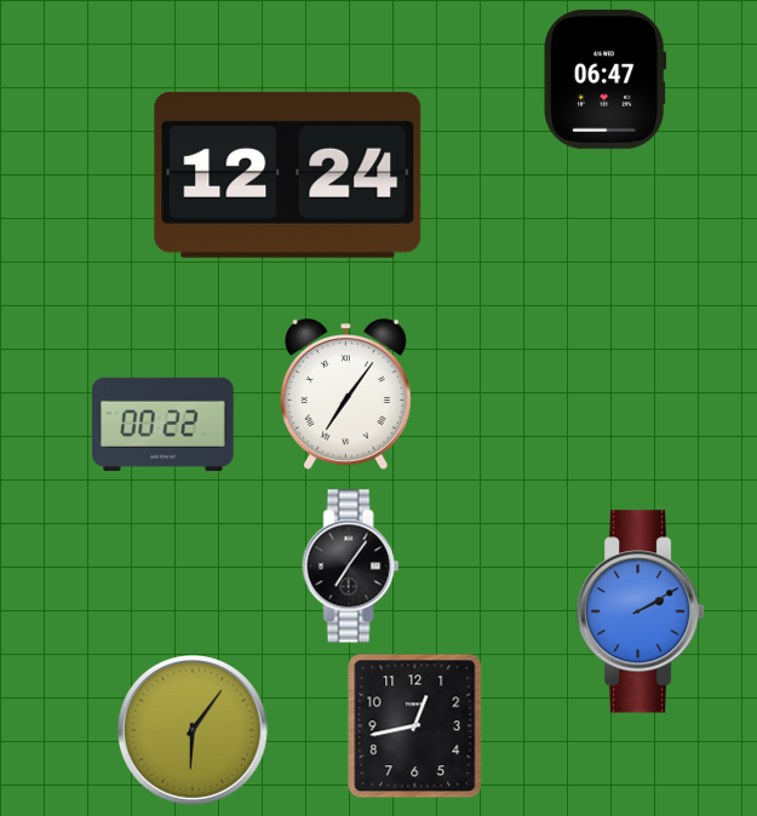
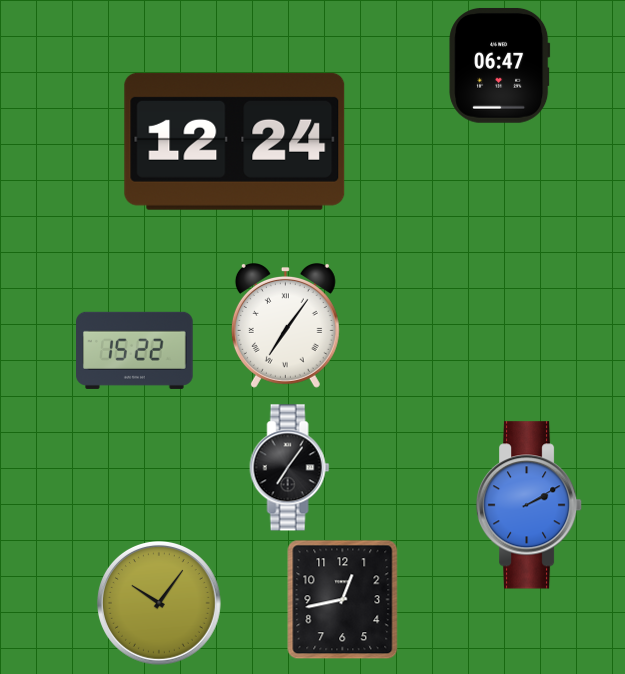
clock at (288, 174) position: (288, 174) -> (235, 141)
clock at (164, 424): 00:22 -> 15:22
clock at (193, 730): 6:06 -> 10:06
